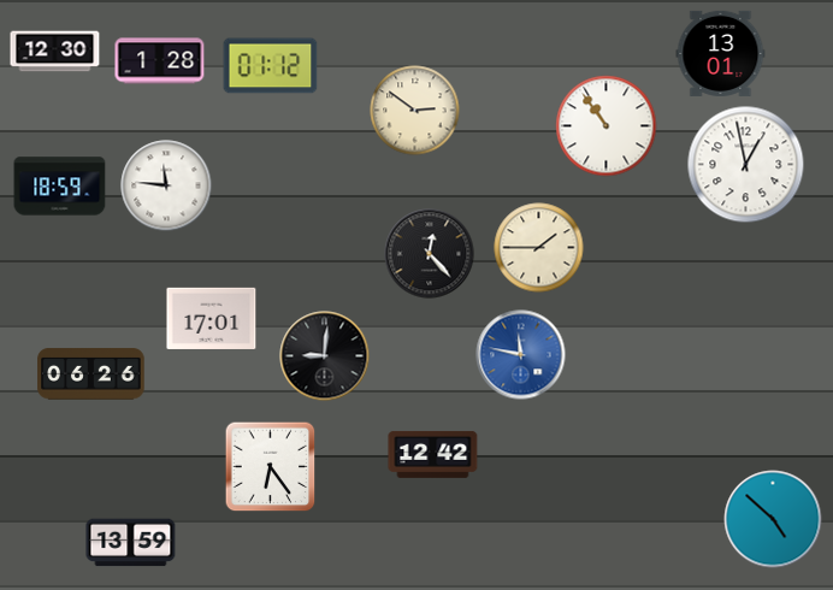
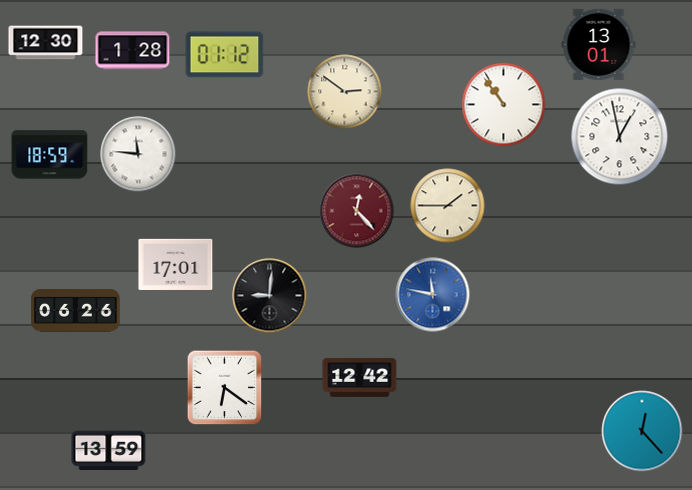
clock at (430, 254) dial: black -> burgundy
clock at (271, 467): 6:24 -> 6:21
clock at (773, 519): 4:52 -> 12:23
